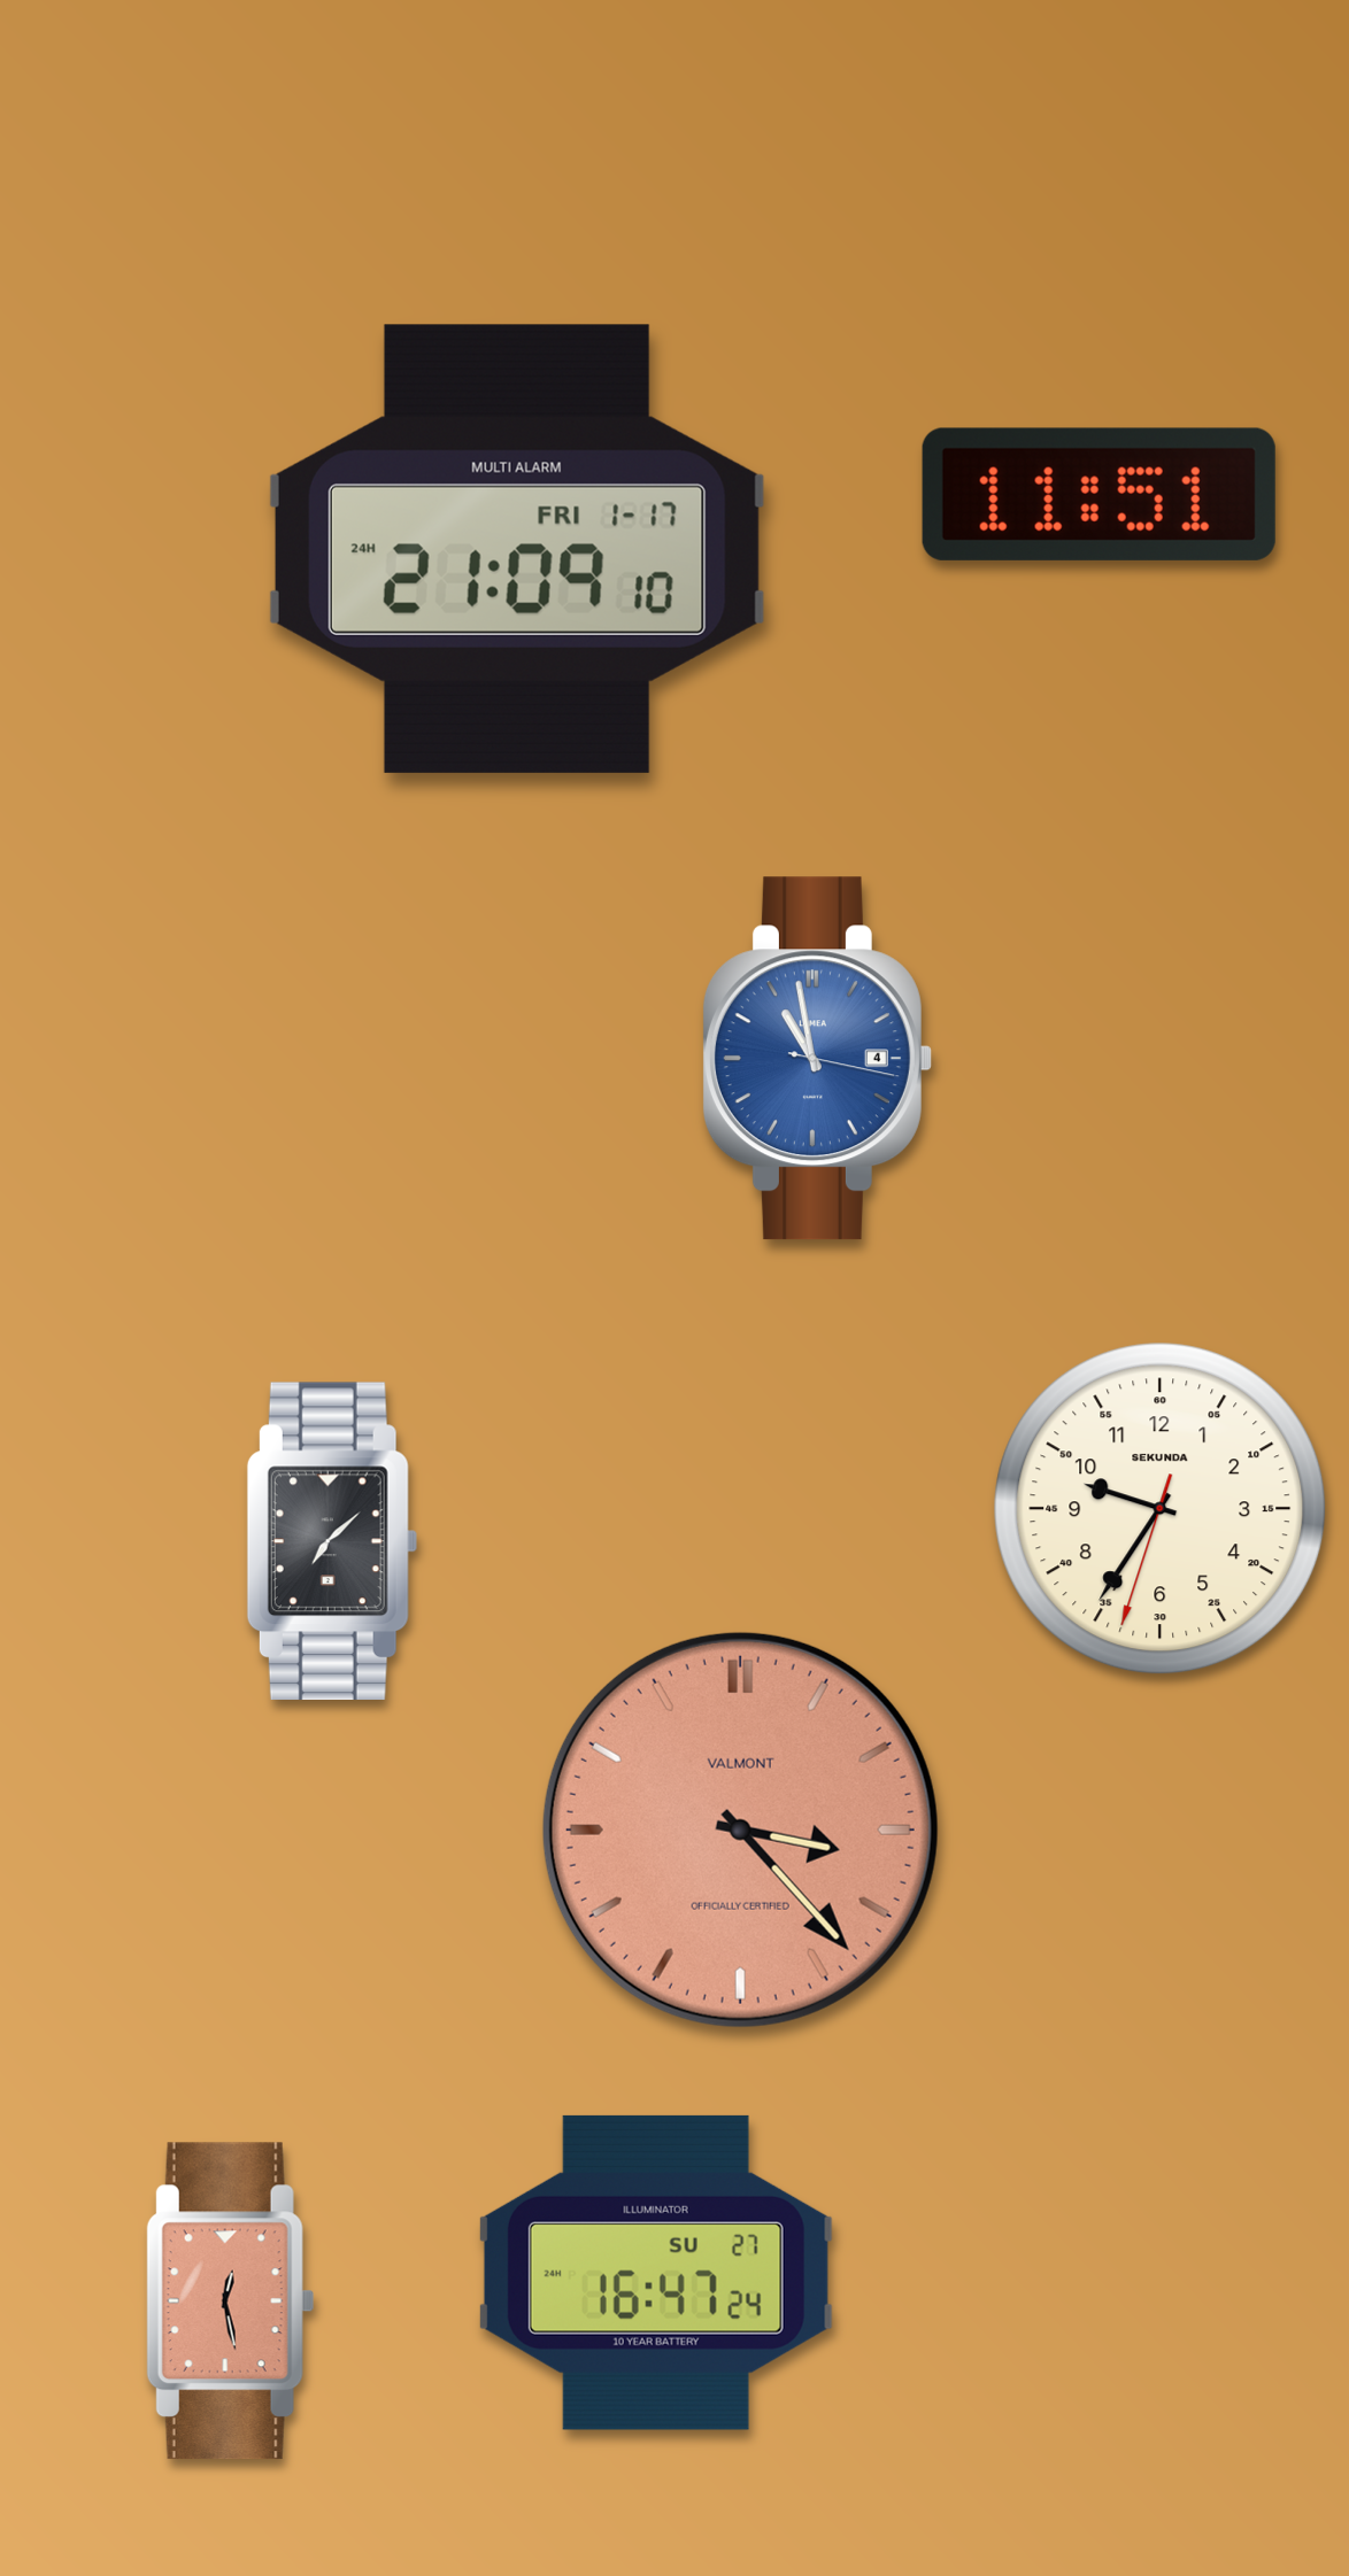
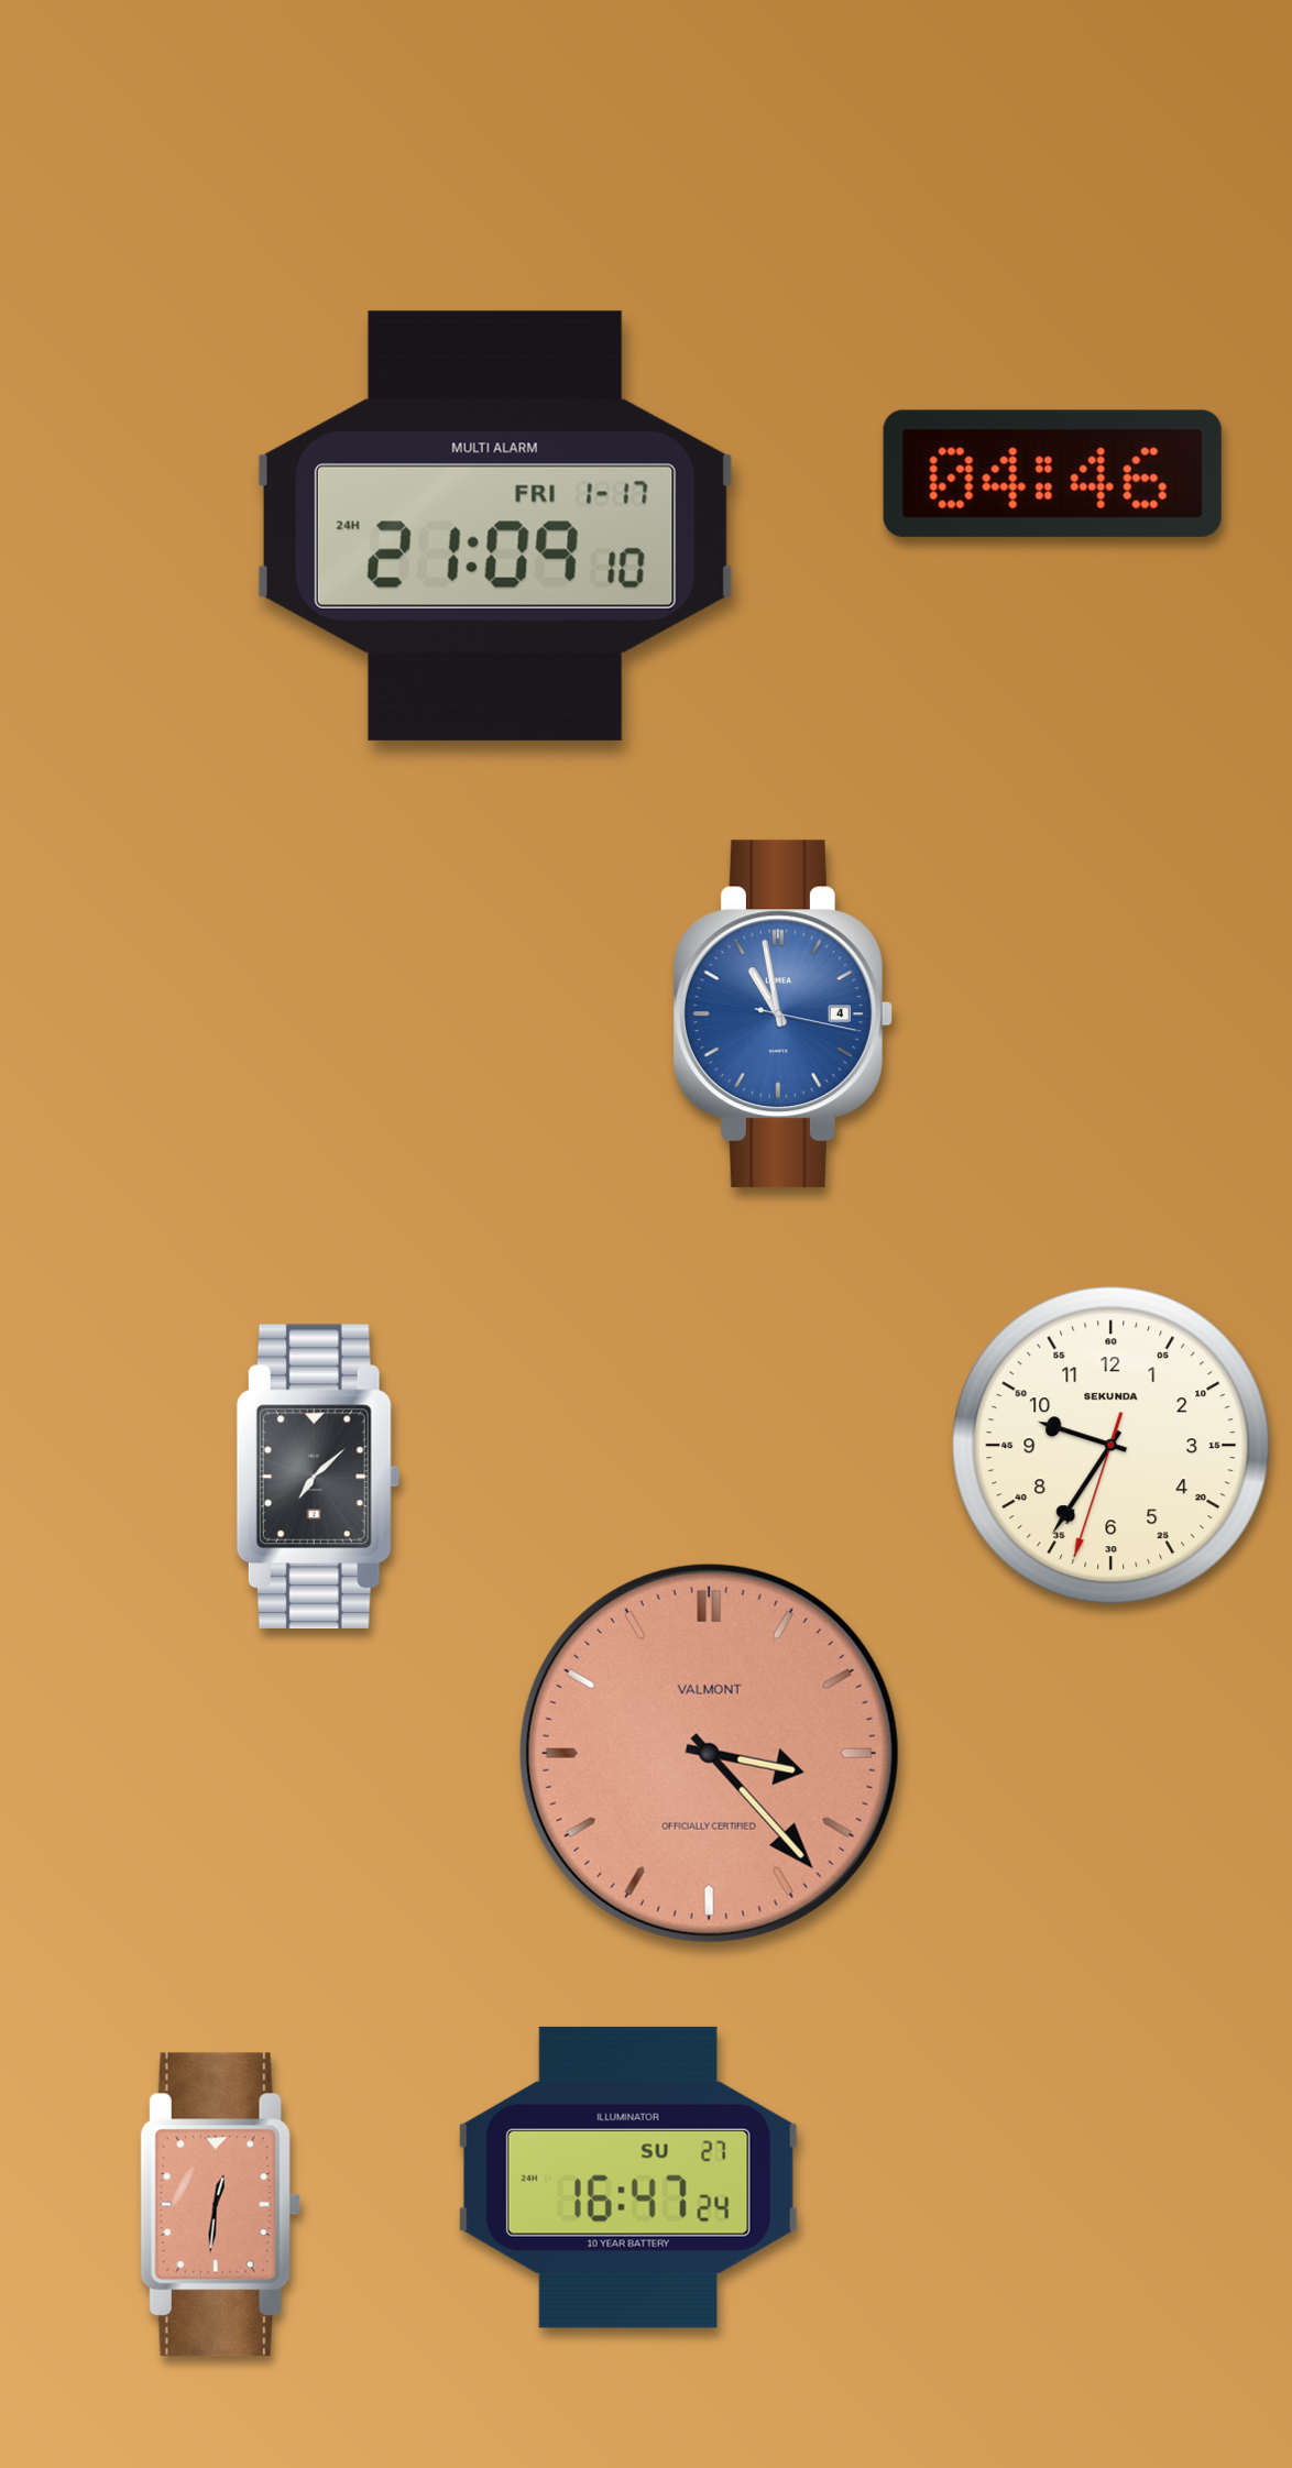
clock at (1099, 494): 11:51 -> 04:46
clock at (231, 2302): 12:28 -> 12:31
